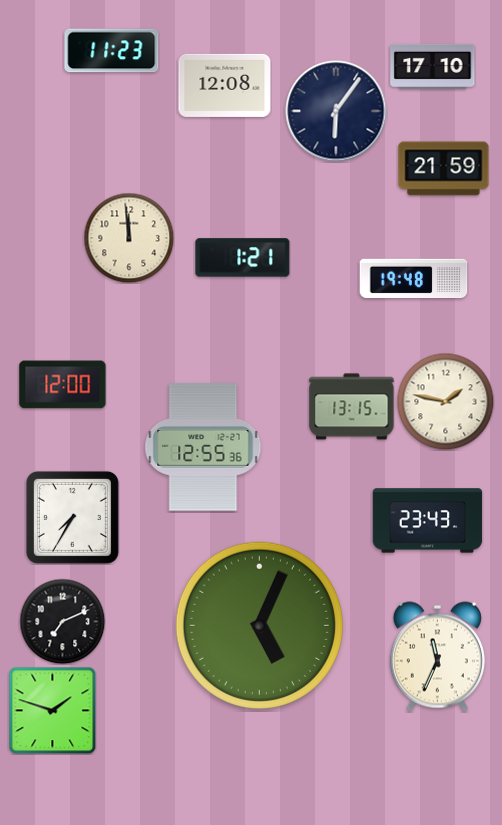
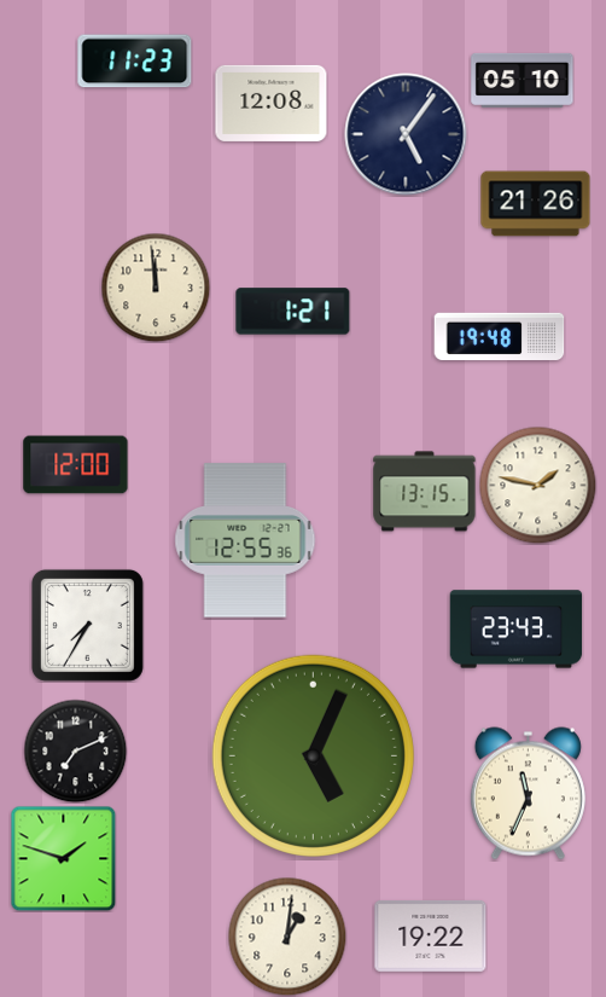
clock at (433, 66): 17:10 -> 05:10
clock at (336, 111): 6:06 -> 5:06
clock at (444, 169): 21:59 -> 21:26
clock at (431, 935): none -> 19:22
clock at (287, 937): none -> 1:01
